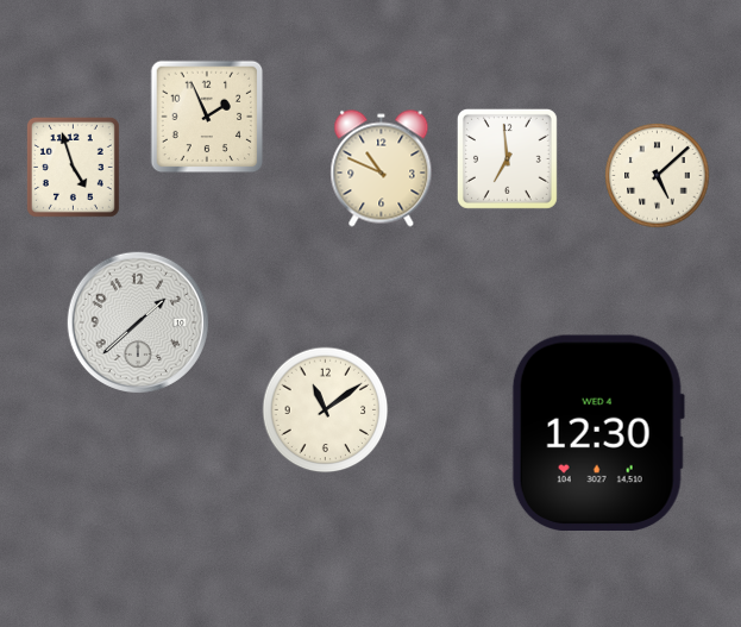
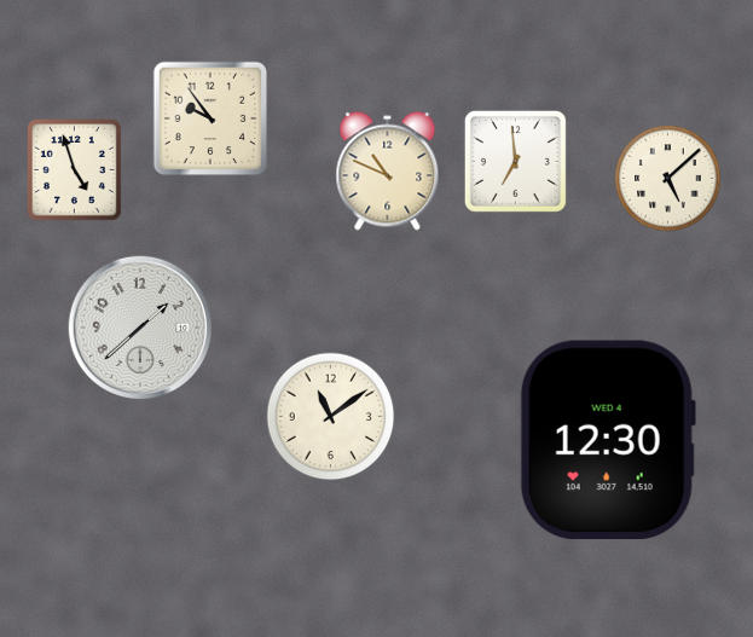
clock at (207, 117): 1:56 -> 9:54
